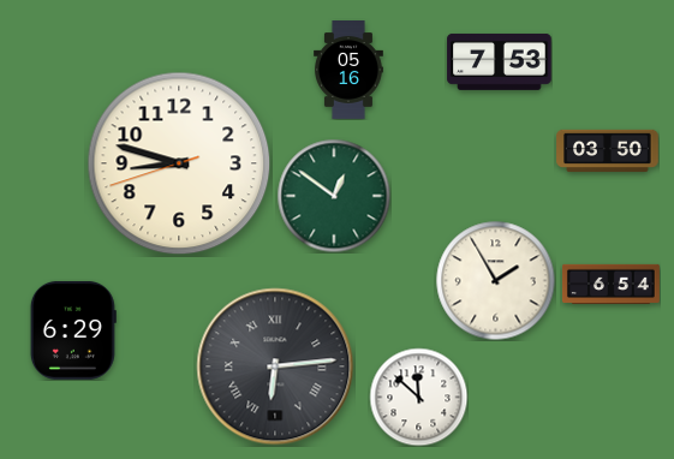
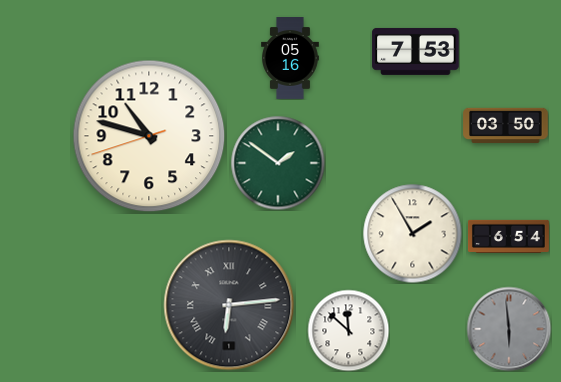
clock at (179, 163): 8:47 -> 10:47
clock at (334, 196): 12:51 -> 1:51
clock at (73, 330): 6:29 -> none
clock at (509, 329): none -> 5:59
